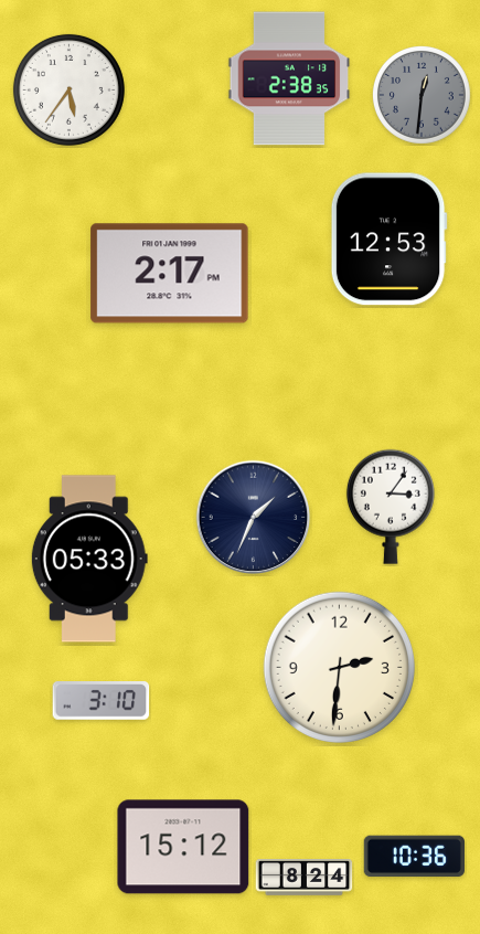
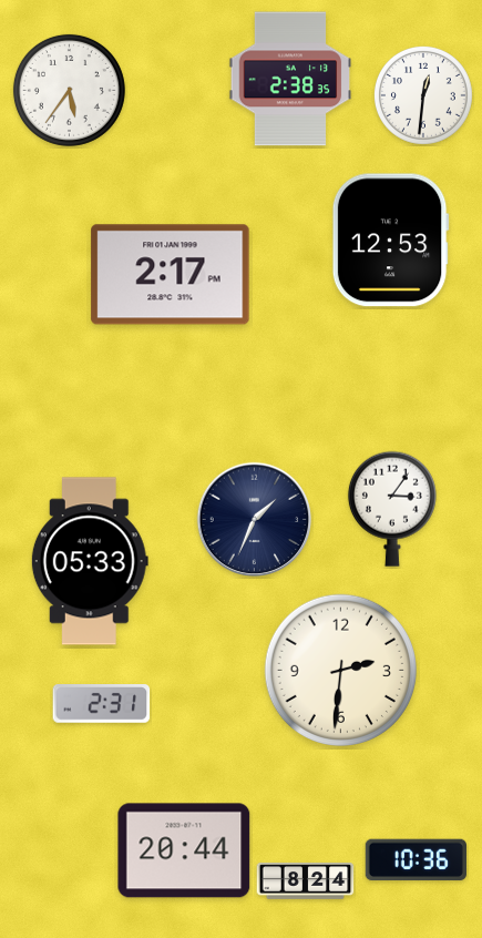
clock at (422, 95) dial: grey -> white
clock at (102, 701): 3:10 -> 2:31
clock at (183, 847): 15:12 -> 20:44
